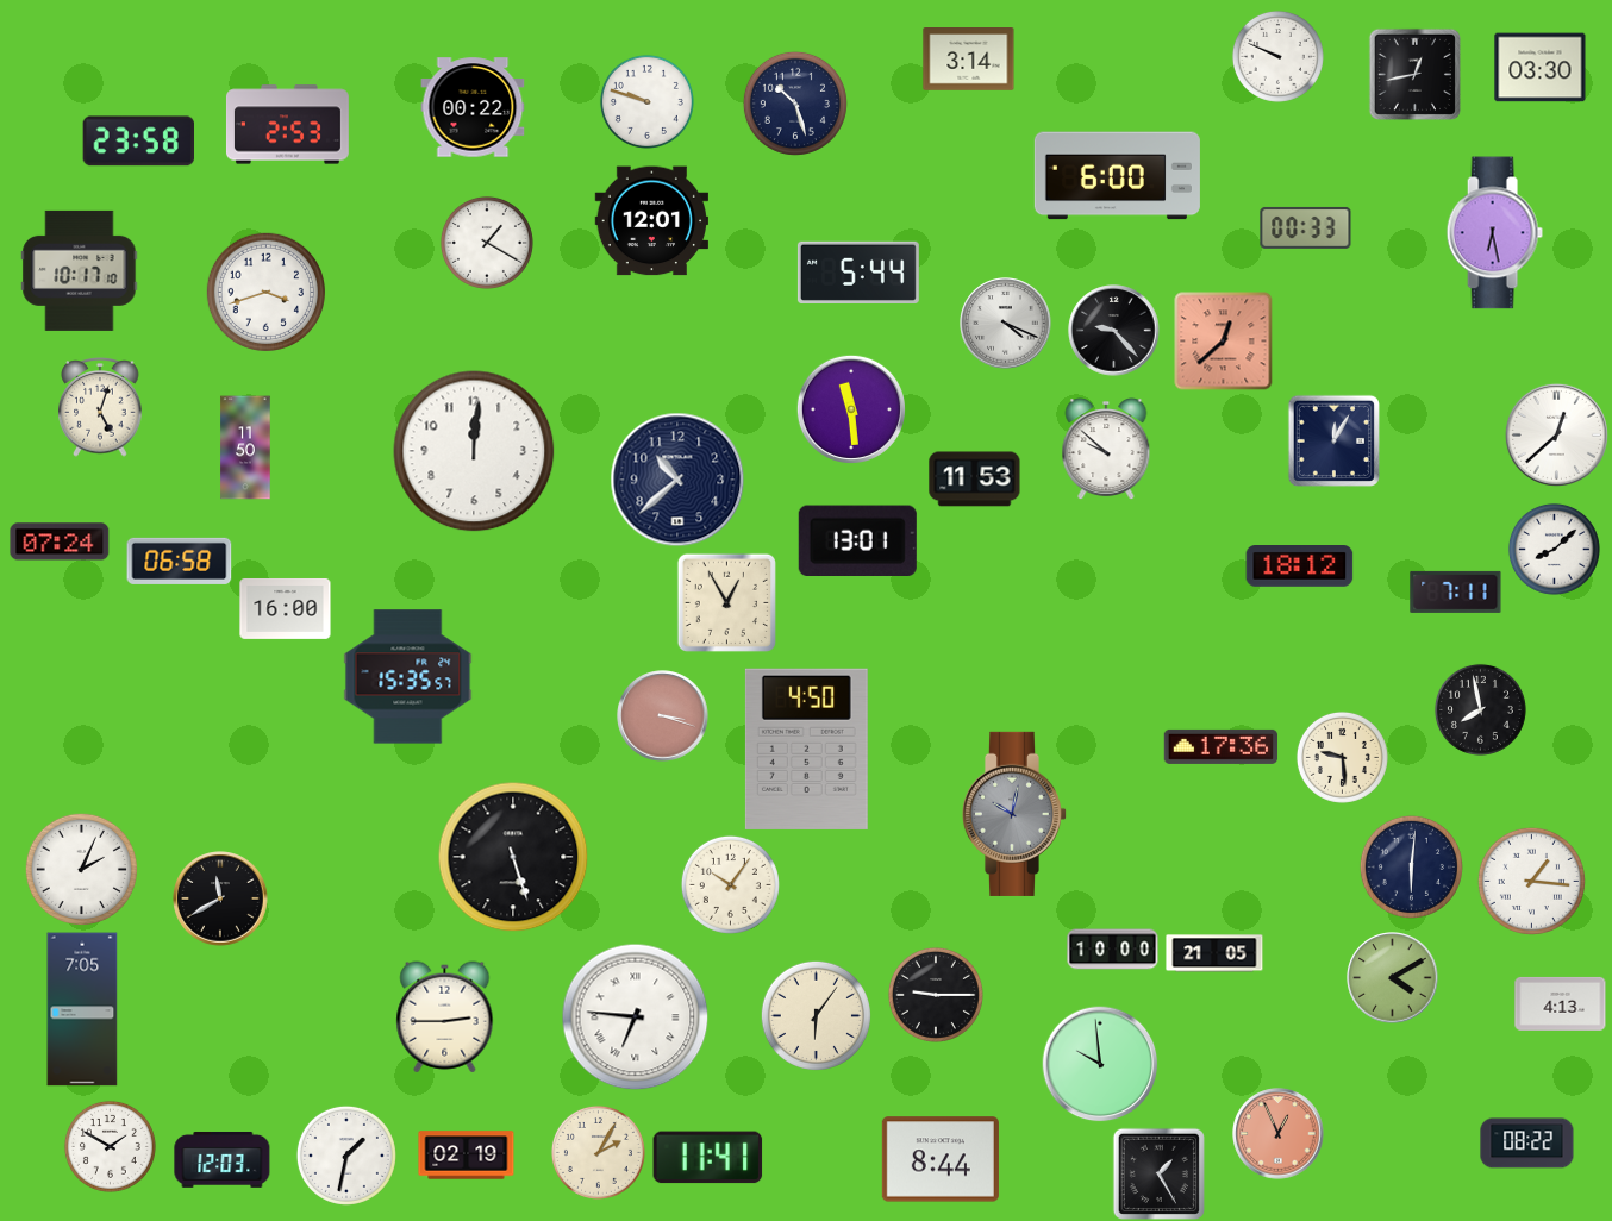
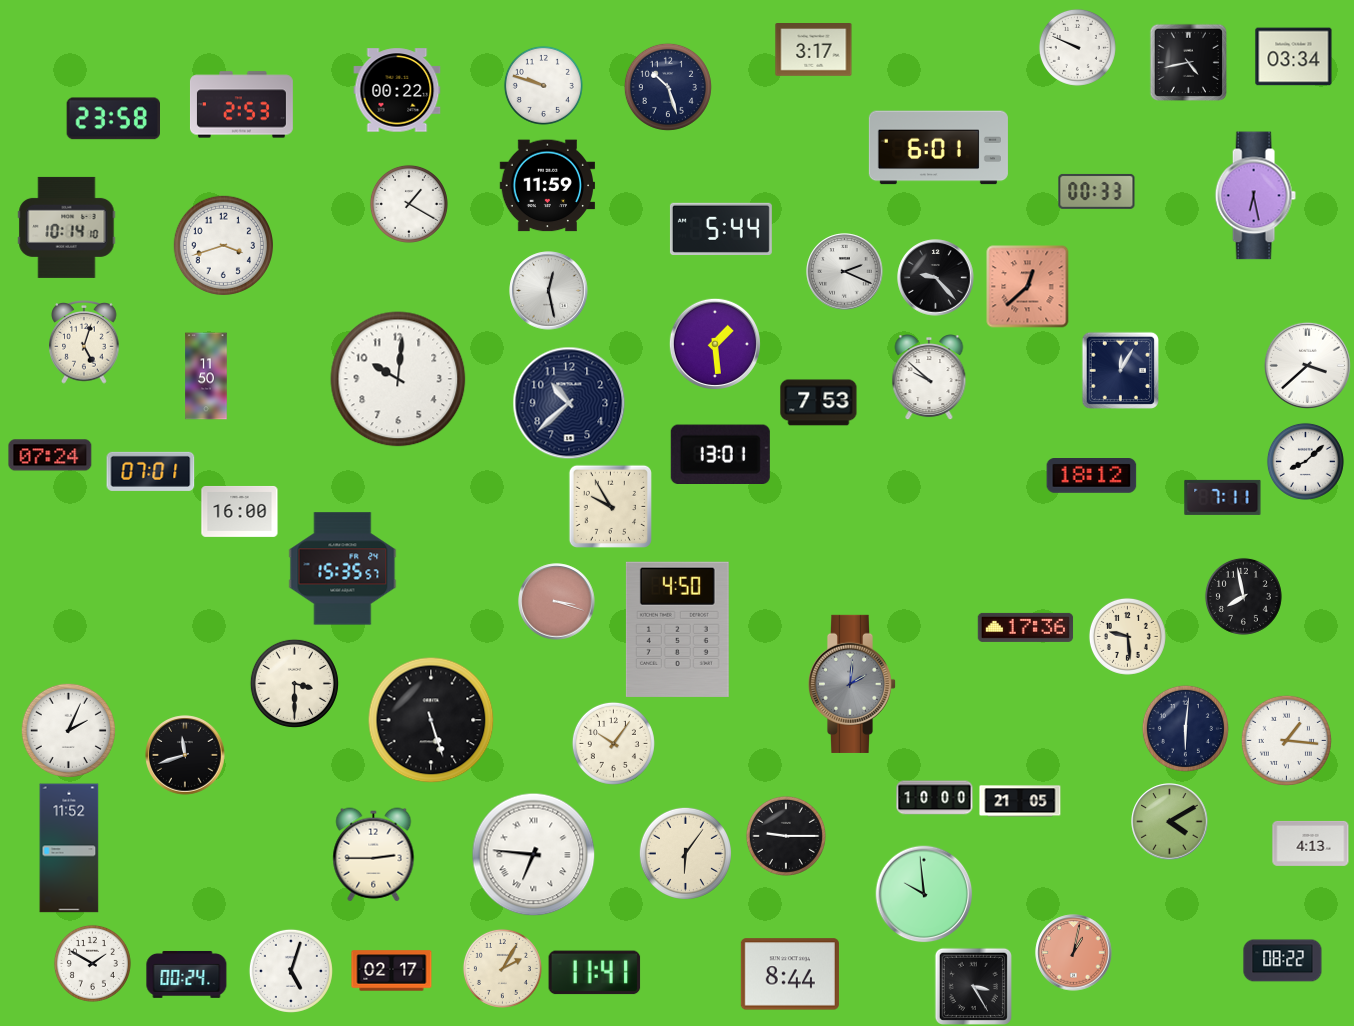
clock at (1277, 56) position: (1277, 56) -> (1077, 47)
clock at (969, 60): 3:14 -> 3:17
clock at (1541, 68): 03:30 -> 03:34
clock at (1414, 74): 12:43 -> 4:43
clock at (138, 142) position: (138, 142) -> (113, 119)
clock at (1117, 176): 6:00 -> 6:01
clock at (651, 221): 12:01 -> 11:59
clock at (80, 270): 10:17 -> 10:14
clock at (1006, 324): 4:19 -> 2:19
clock at (549, 291): none -> 12:28
clock at (851, 409): 11:29 -> 1:29
clock at (1556, 434): 12:38 -> 3:38
clock at (474, 451): 12:01 -> 10:01
clock at (975, 480): 11:53 -> 7:53
clock at (180, 561): 06:58 -> 07:01
clock at (726, 602): 12:55 -> 9:55
clock at (294, 683): none -> 3:30
clock at (1014, 814): 10:02 -> 2:01
clock at (220, 898): 11:40 -> 11:42
clock at (82, 1009): 7:05 -> 11:52
clock at (1279, 1134): 12:56 -> 1:02
clock at (346, 1156): 1:32 -> 5:03
clock at (467, 1156): 02:19 -> 02:17
clock at (223, 1159): 12:03 -> 00:24
clock at (1158, 1173): 1:25 -> 3:25
